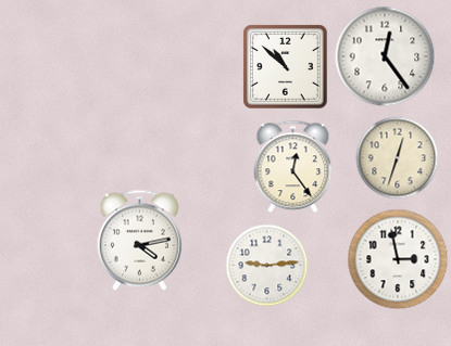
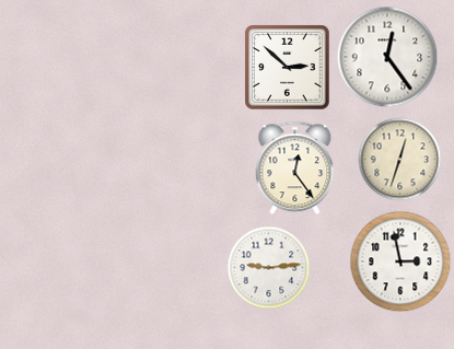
clock at (286, 67): 10:52 -> 2:52
clock at (139, 240): 4:13 -> none
